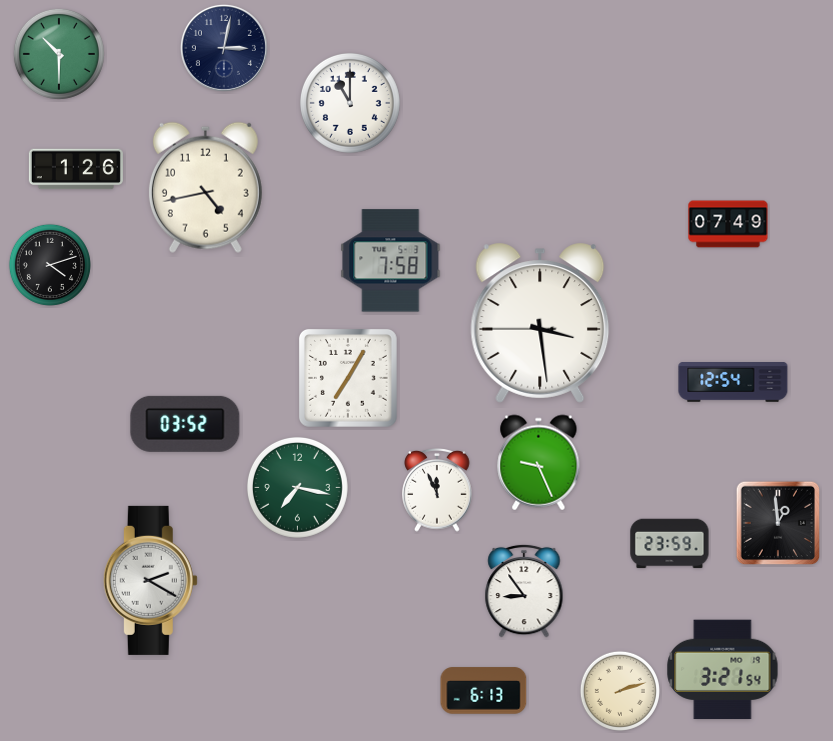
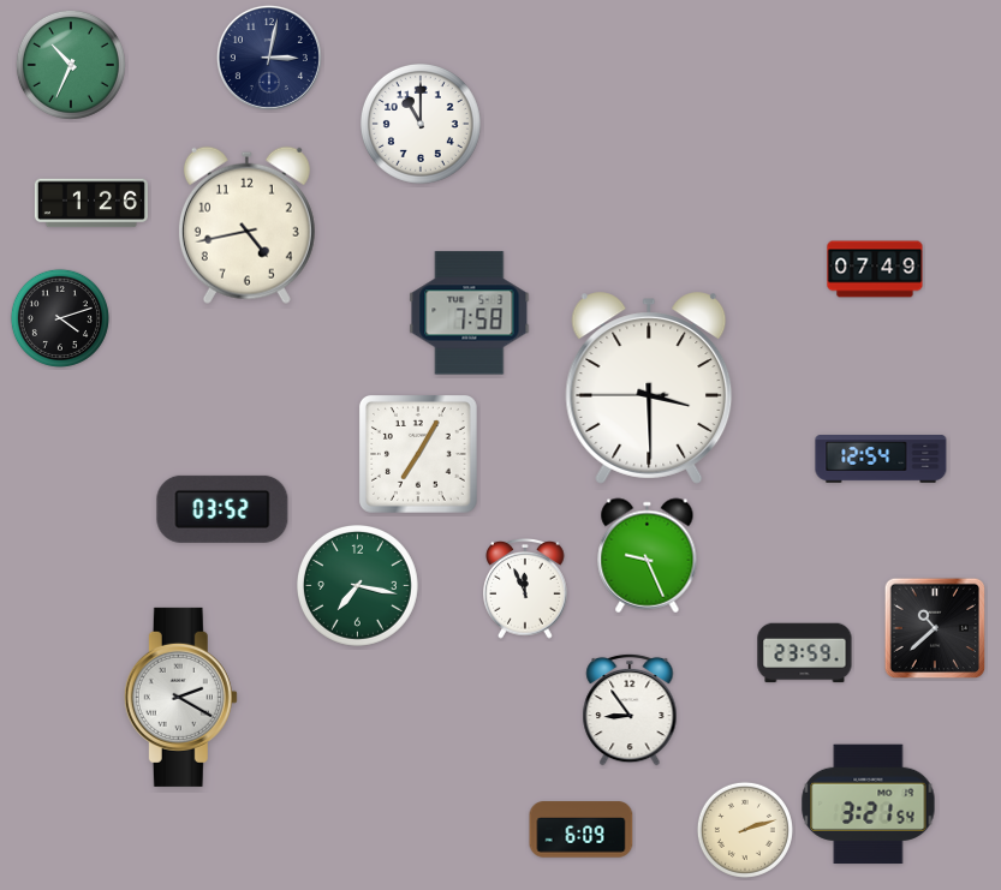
clock at (59, 54): 10:30 -> 10:34
clock at (540, 323): 3:28 -> 3:29
clock at (777, 522): 12:59 -> 10:38
clock at (484, 691): 6:13 -> 6:09
